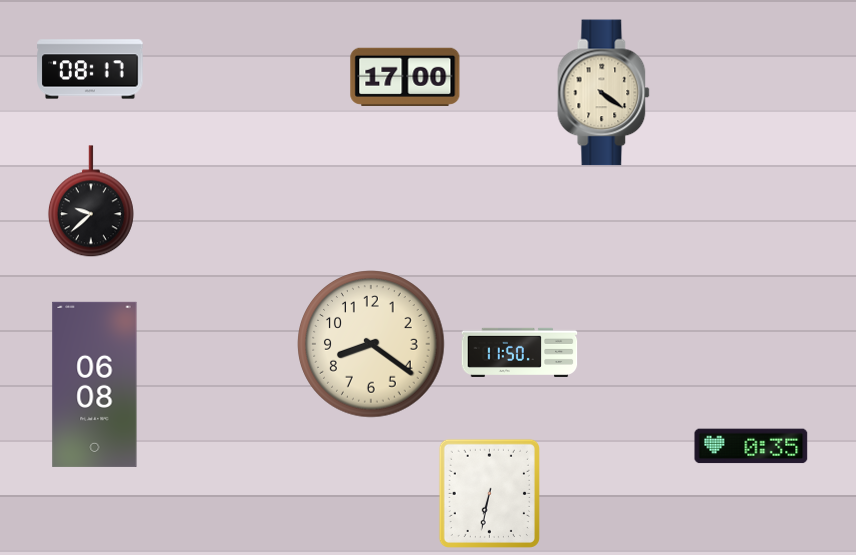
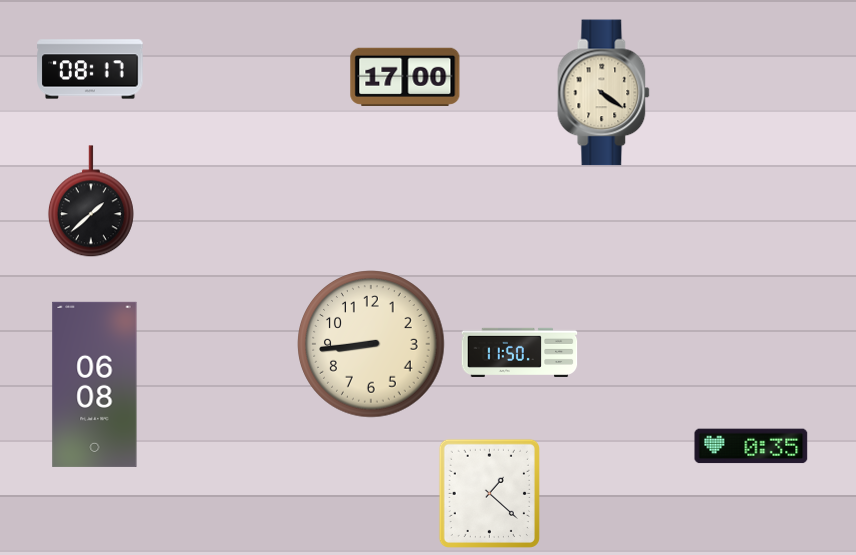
clock at (91, 202): 9:38 -> 1:38
clock at (371, 344): 8:21 -> 8:44
clock at (489, 493): 6:32 -> 1:22
